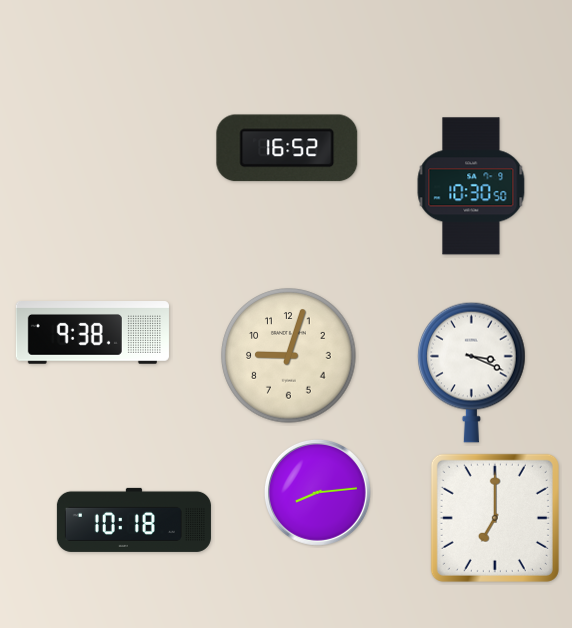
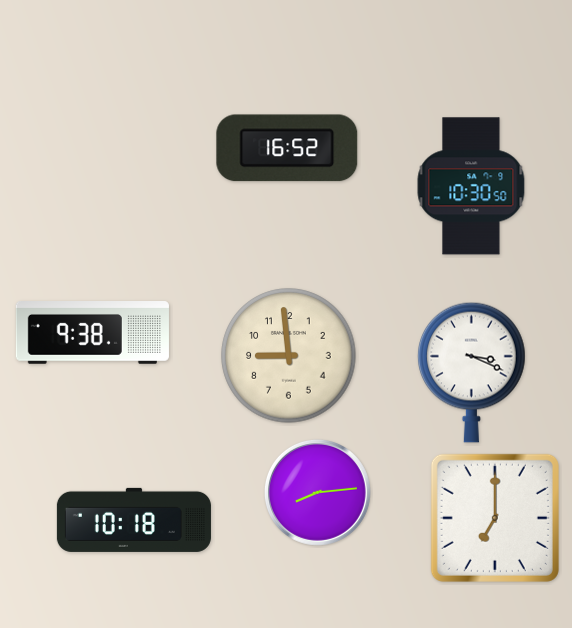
clock at (289, 356): 9:03 -> 8:59
